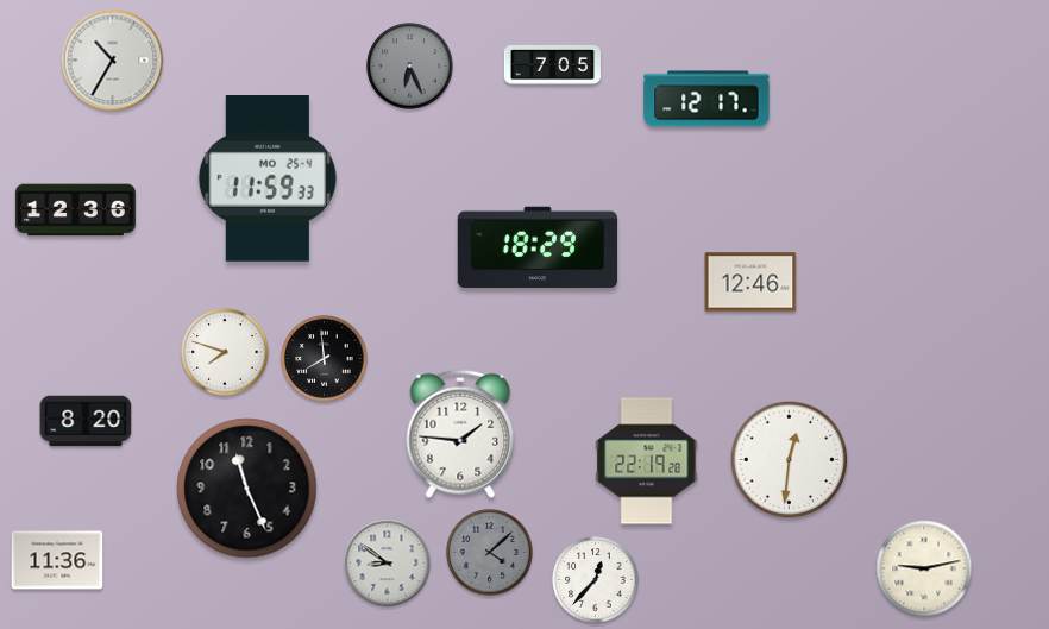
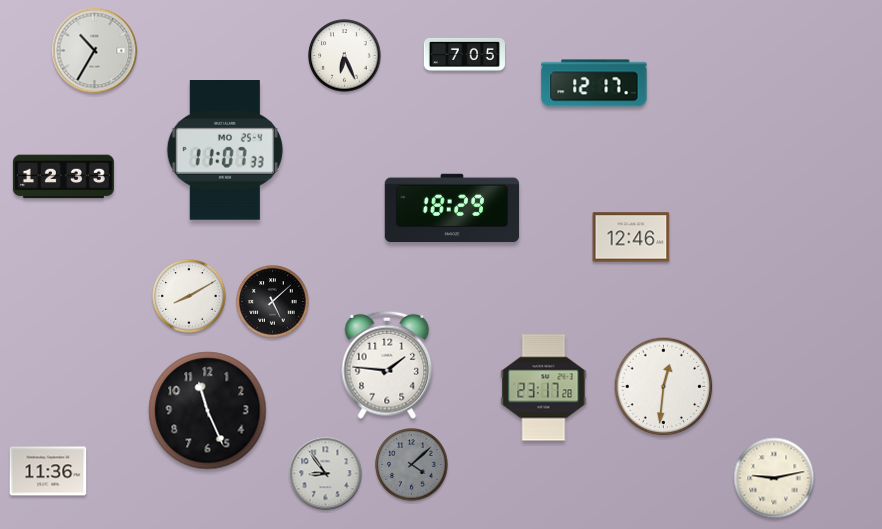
clock at (410, 67) dial: grey -> white
clock at (268, 180): 11:59 -> 11:07
clock at (75, 210): 12:36 -> 12:33
clock at (225, 352): 7:48 -> 8:10
clock at (325, 359): 7:59 -> 5:08
clock at (86, 421): 8:20 -> none
clock at (647, 461): 22:19 -> 23:17
clock at (388, 564): 8:51 -> 8:54
clock at (924, 568) position: (924, 568) -> (774, 478)
clock at (596, 580): 12:37 -> none
